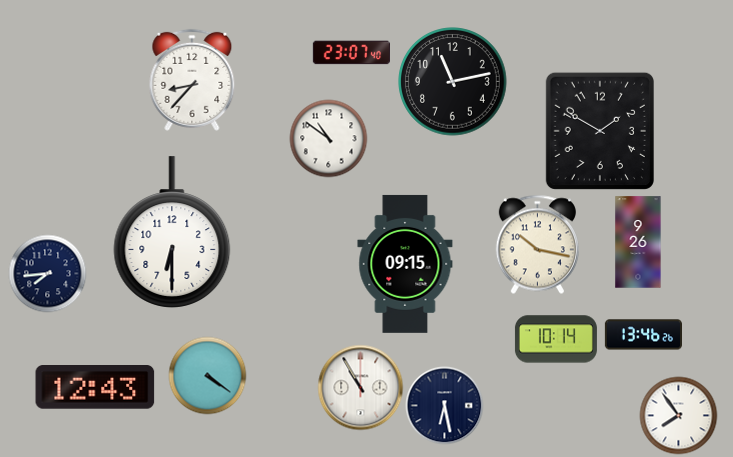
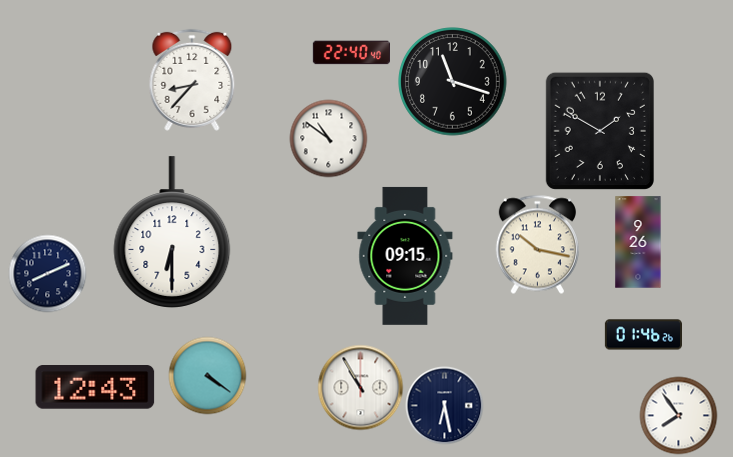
clock at (351, 53): 23:07 -> 22:40
clock at (453, 82): 11:13 -> 11:18
clock at (405, 264) position: (405, 264) -> (405, 256)
clock at (47, 273): 7:44 -> 8:11
clock at (643, 335): 13:46 -> 01:46
clock at (556, 339): 10:14 -> none
